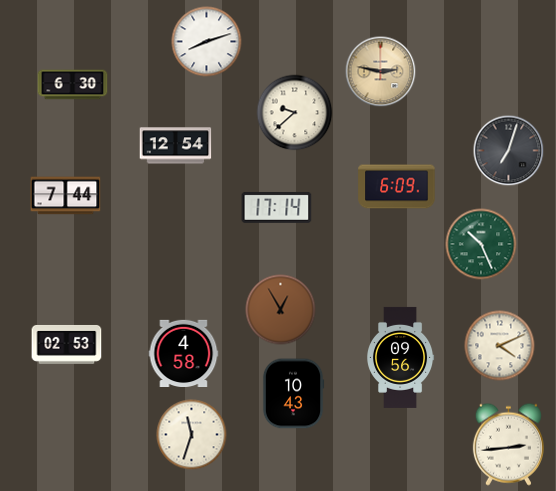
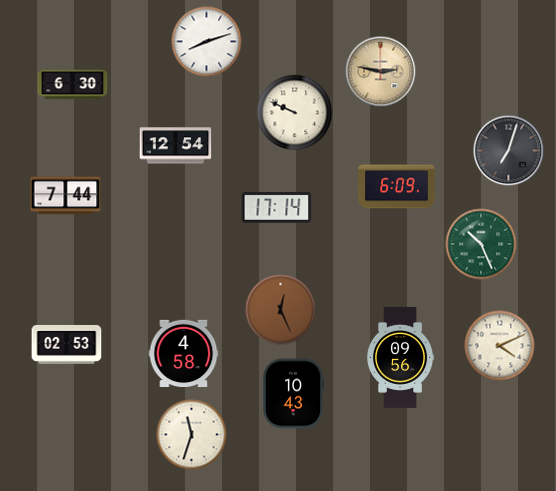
clock at (295, 113): 9:38 -> 9:49
clock at (281, 310): 12:55 -> 12:26
clock at (508, 444): 2:44 -> none
